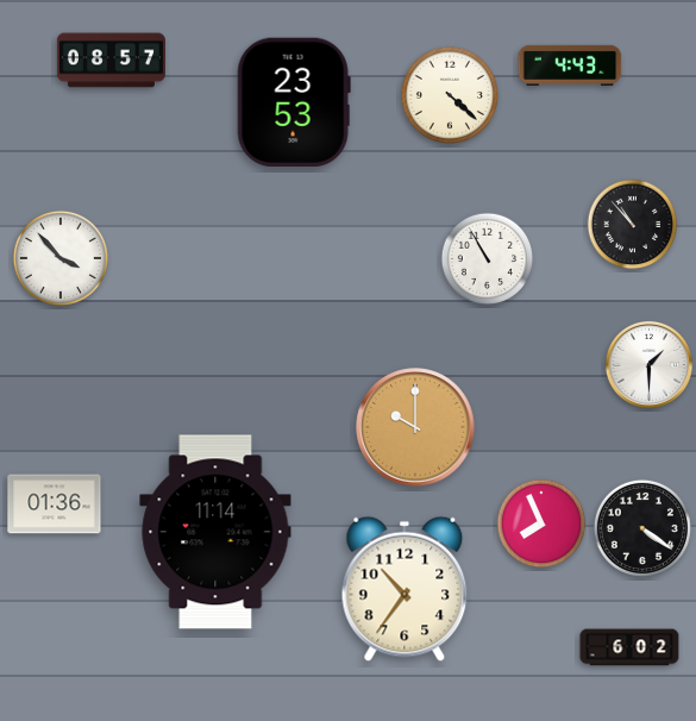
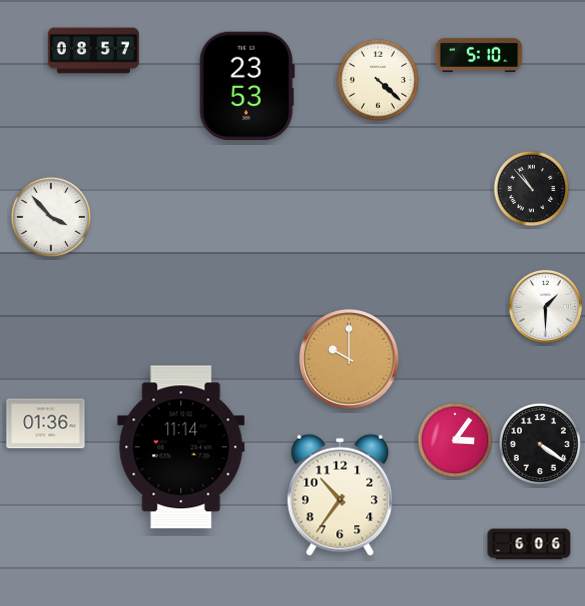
clock at (570, 65): 4:43 -> 5:10
clock at (488, 259): 10:55 -> none
clock at (541, 523): 7:56 -> 3:06
clock at (629, 647): 6:02 -> 6:06
